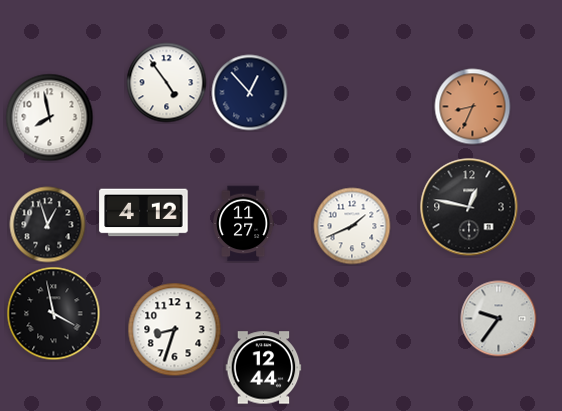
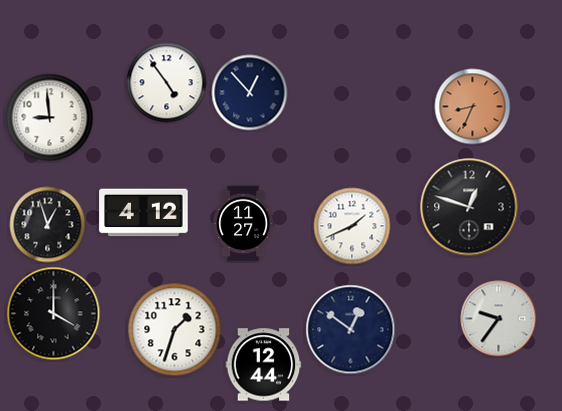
clock at (50, 118): 7:58 -> 8:59
clock at (469, 207): 12:47 -> 12:48
clock at (54, 314): 3:58 -> 4:00
clock at (175, 330): 8:33 -> 1:33
clock at (351, 330): none -> 12:51
clock at (264, 368) position: (264, 368) -> (264, 365)
